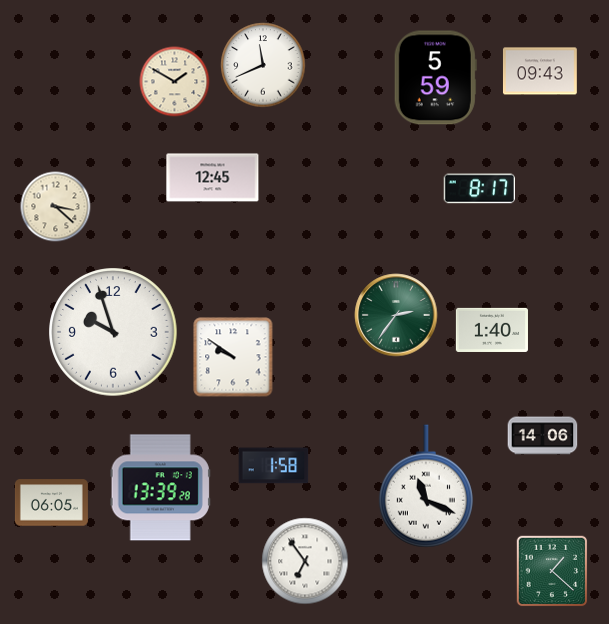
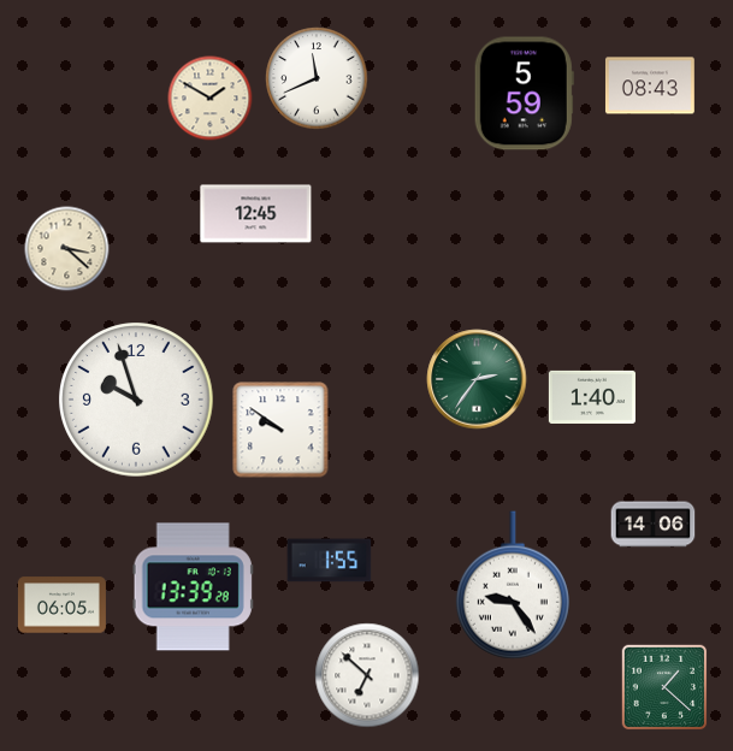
clock at (540, 71): 09:43 -> 08:43
clock at (479, 189): 8:17 -> none
clock at (274, 466): 1:58 -> 1:55
clock at (426, 486): 11:19 -> 9:24
clock at (305, 561): 6:54 -> 6:52
